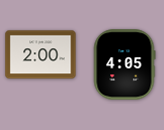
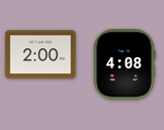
clock at (124, 65): 4:05 -> 4:08
